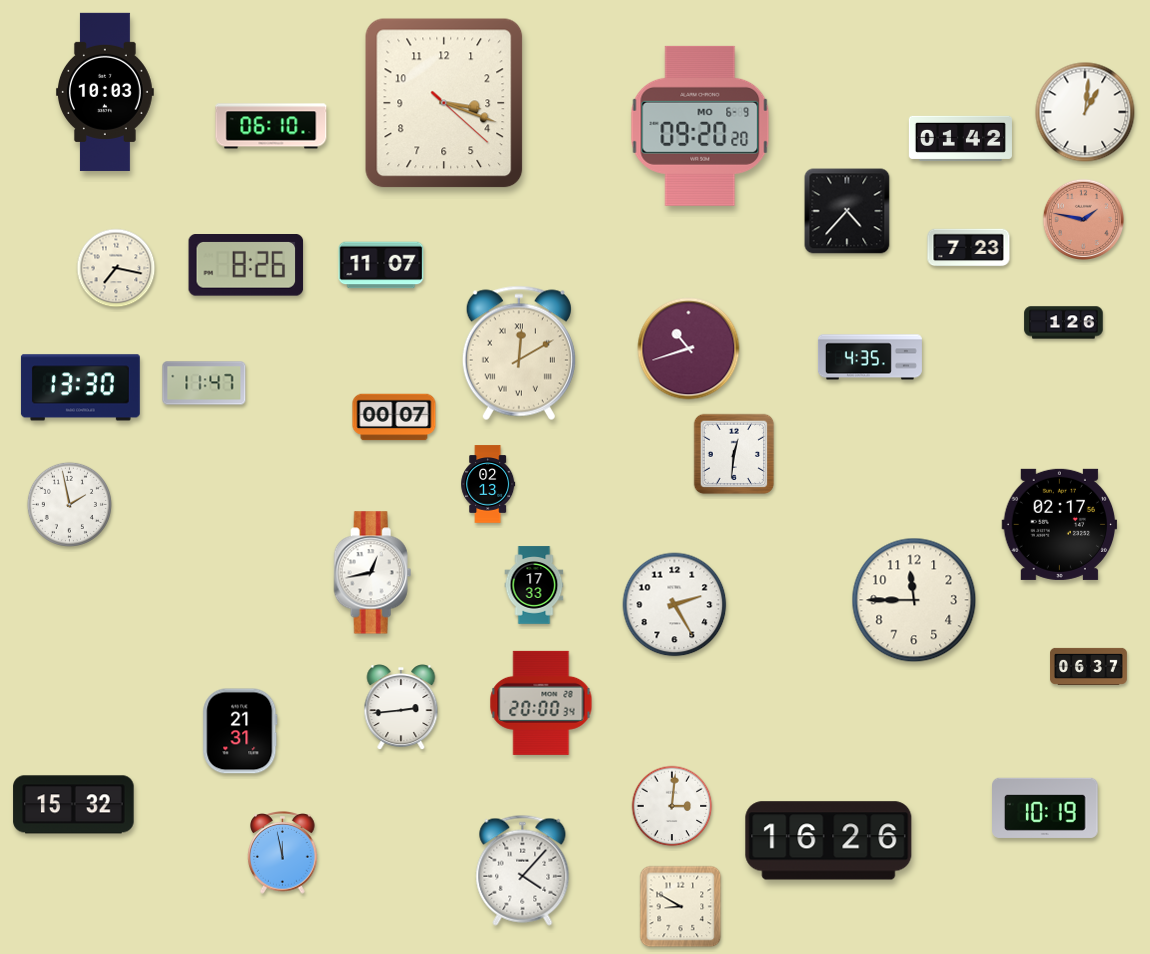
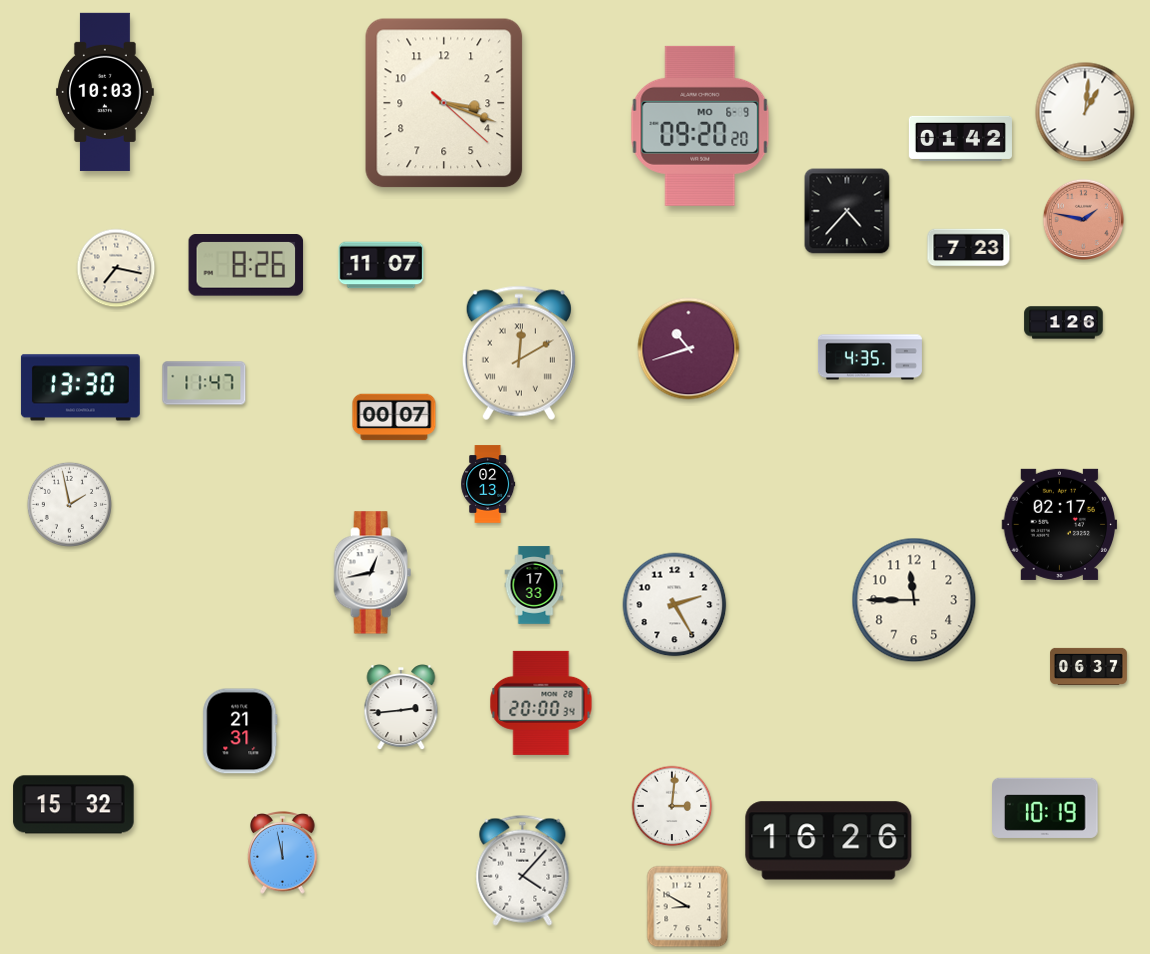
clock at (271, 126): 06:10 -> none
clock at (734, 454): 12:31 -> none
clock at (681, 907) position: (681, 907) -> (688, 907)
